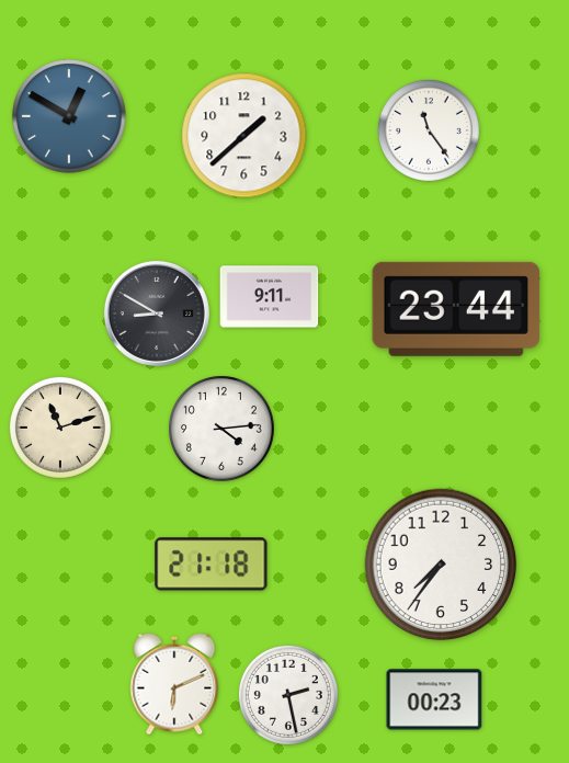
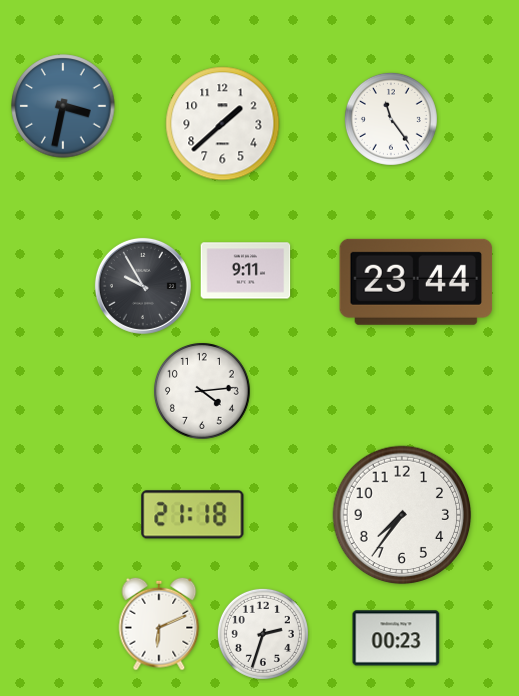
clock at (69, 116): 12:50 -> 3:32
clock at (157, 314): 8:50 -> 9:55
clock at (60, 428): 11:12 -> none
clock at (288, 695): 2:28 -> 2:33
